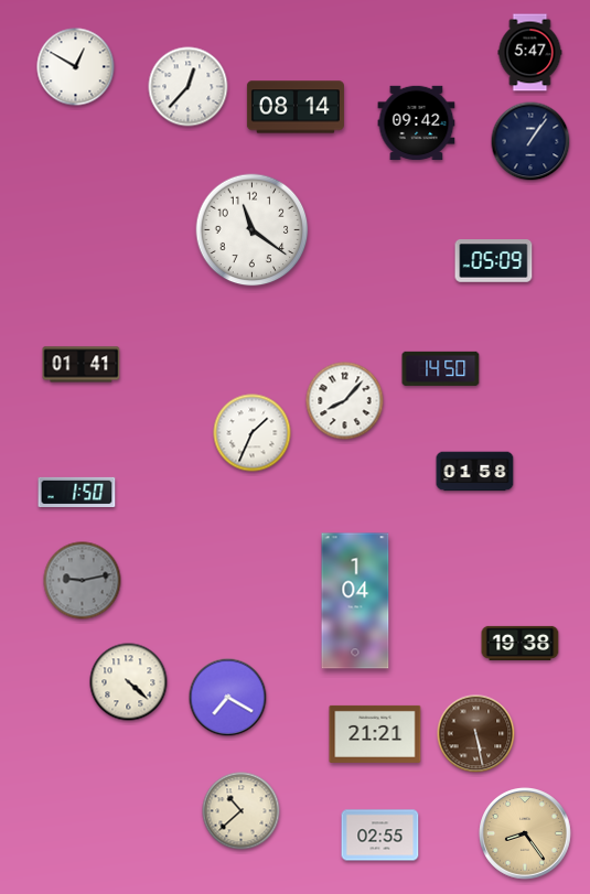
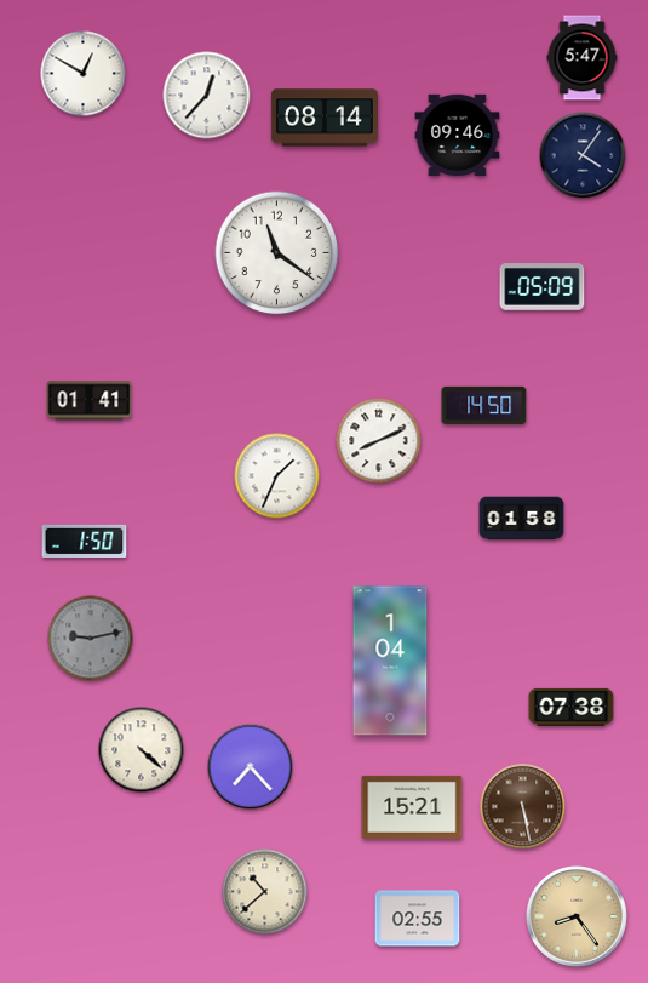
clock at (417, 123): 09:42 -> 09:46
clock at (530, 141): 1:06 -> 4:06
clock at (345, 401): 8:07 -> 8:11
clock at (521, 643): 19:38 -> 07:38
clock at (228, 698): 7:20 -> 7:23
clock at (375, 734): 21:21 -> 15:21
